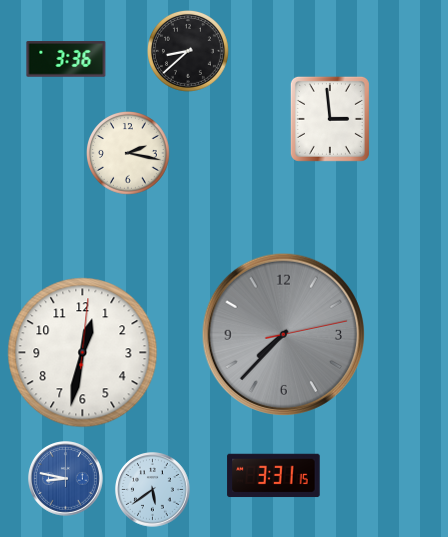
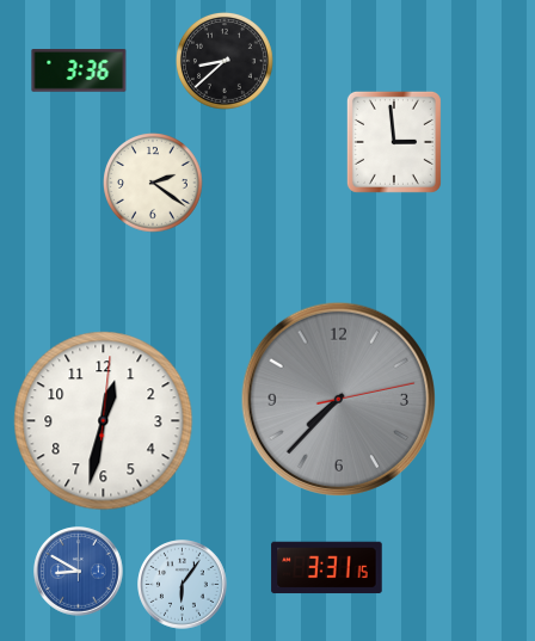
clock at (128, 153): 2:17 -> 2:21
clock at (83, 353) position: (83, 353) -> (104, 421)
clock at (66, 479): 8:47 -> 8:50
clock at (153, 490): 5:39 -> 6:06
